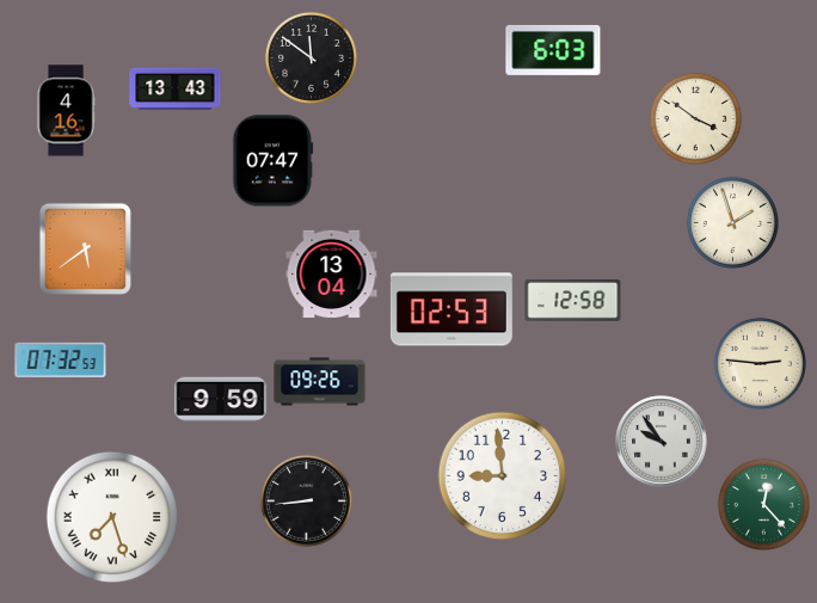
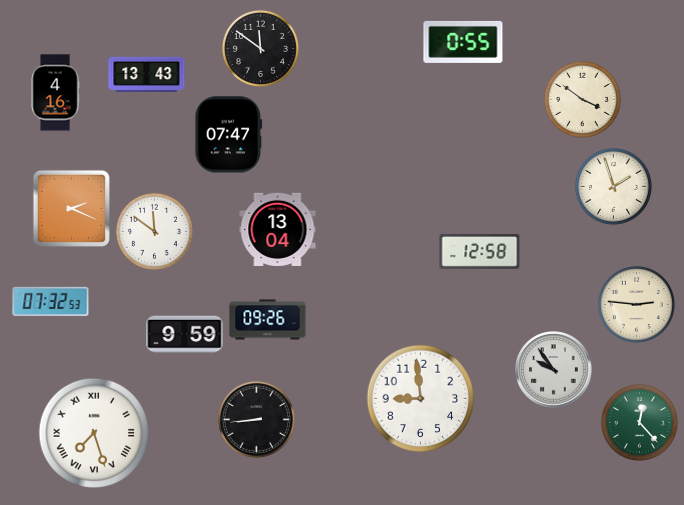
clock at (553, 50): 6:03 -> 0:55
clock at (85, 248): 5:39 -> 2:19
clock at (154, 231): none -> 11:51
clock at (451, 309): 02:53 -> none
